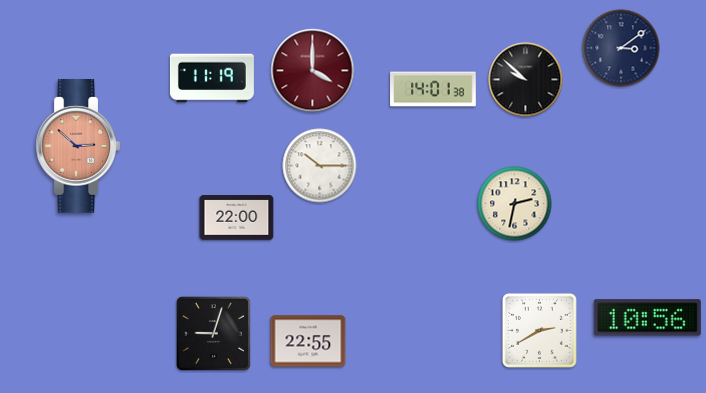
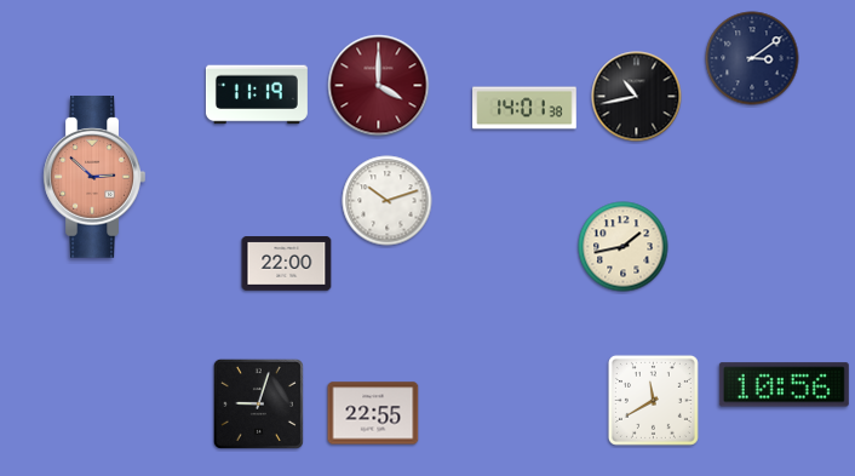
clock at (526, 80): 9:52 -> 10:43
clock at (320, 166): 10:15 -> 10:12
clock at (515, 204): 2:32 -> 1:43
clock at (539, 330): 2:40 -> 11:40
